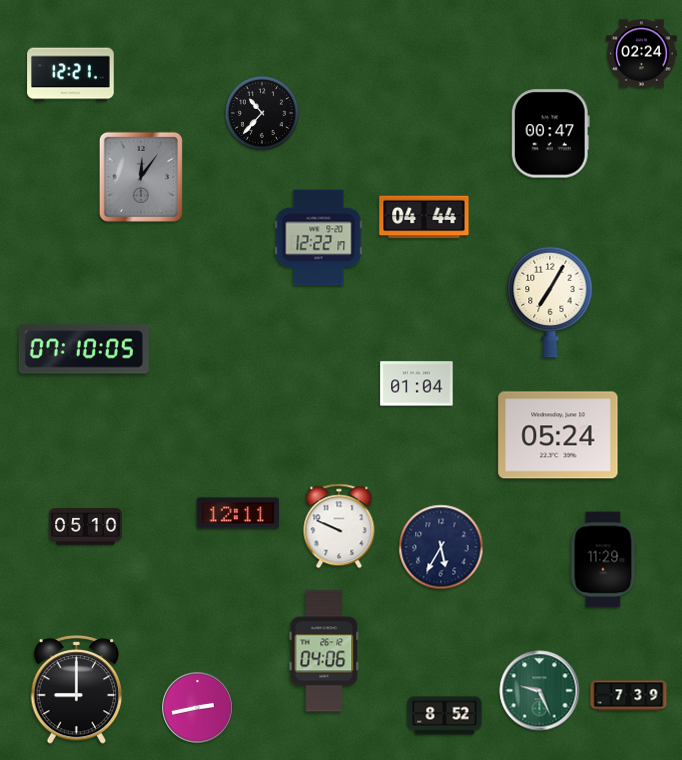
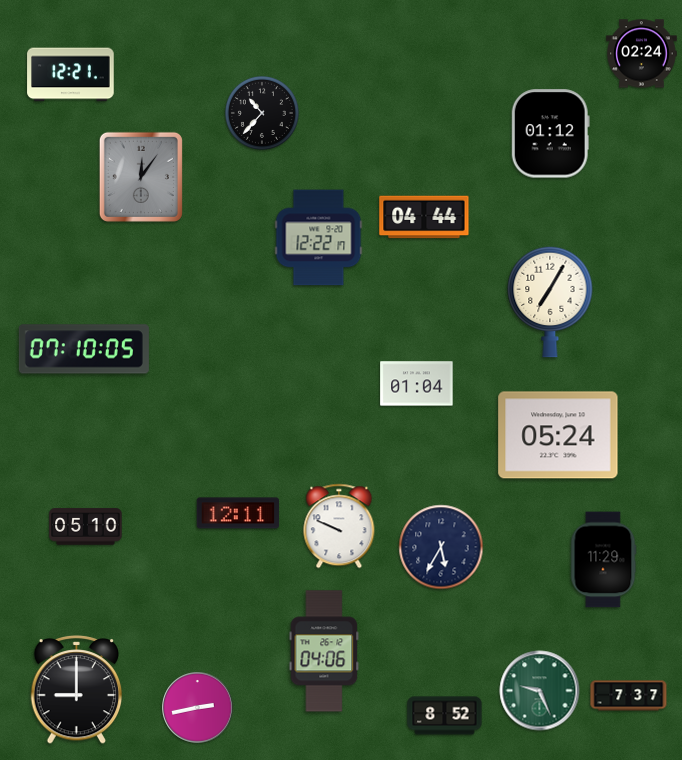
clock at (550, 134): 00:47 -> 01:12
clock at (629, 696): 7:39 -> 7:37
